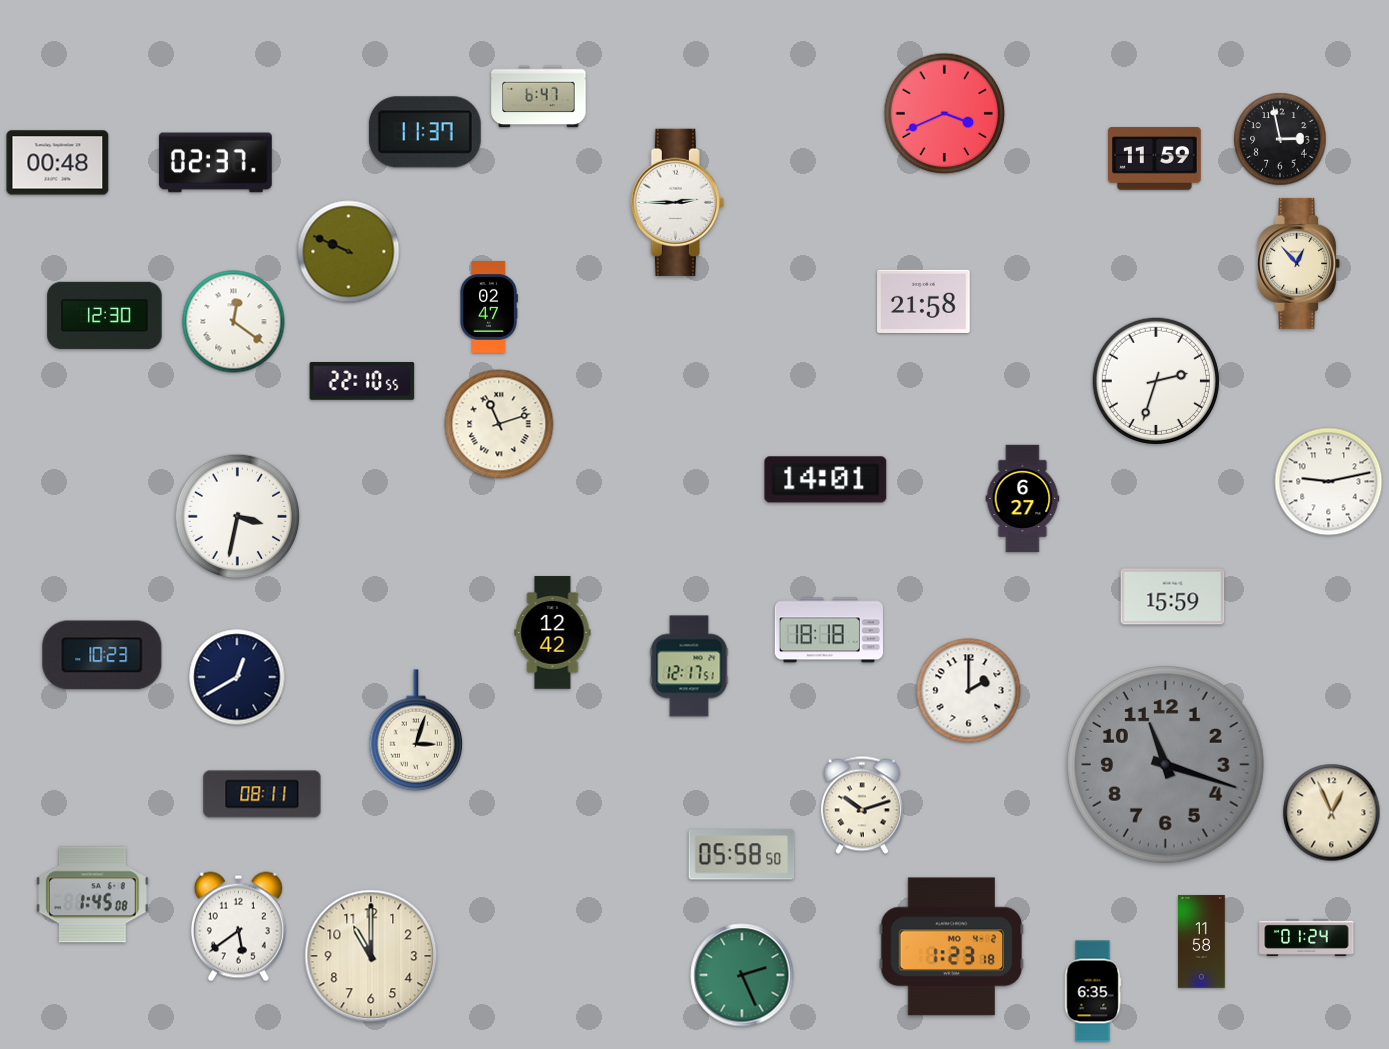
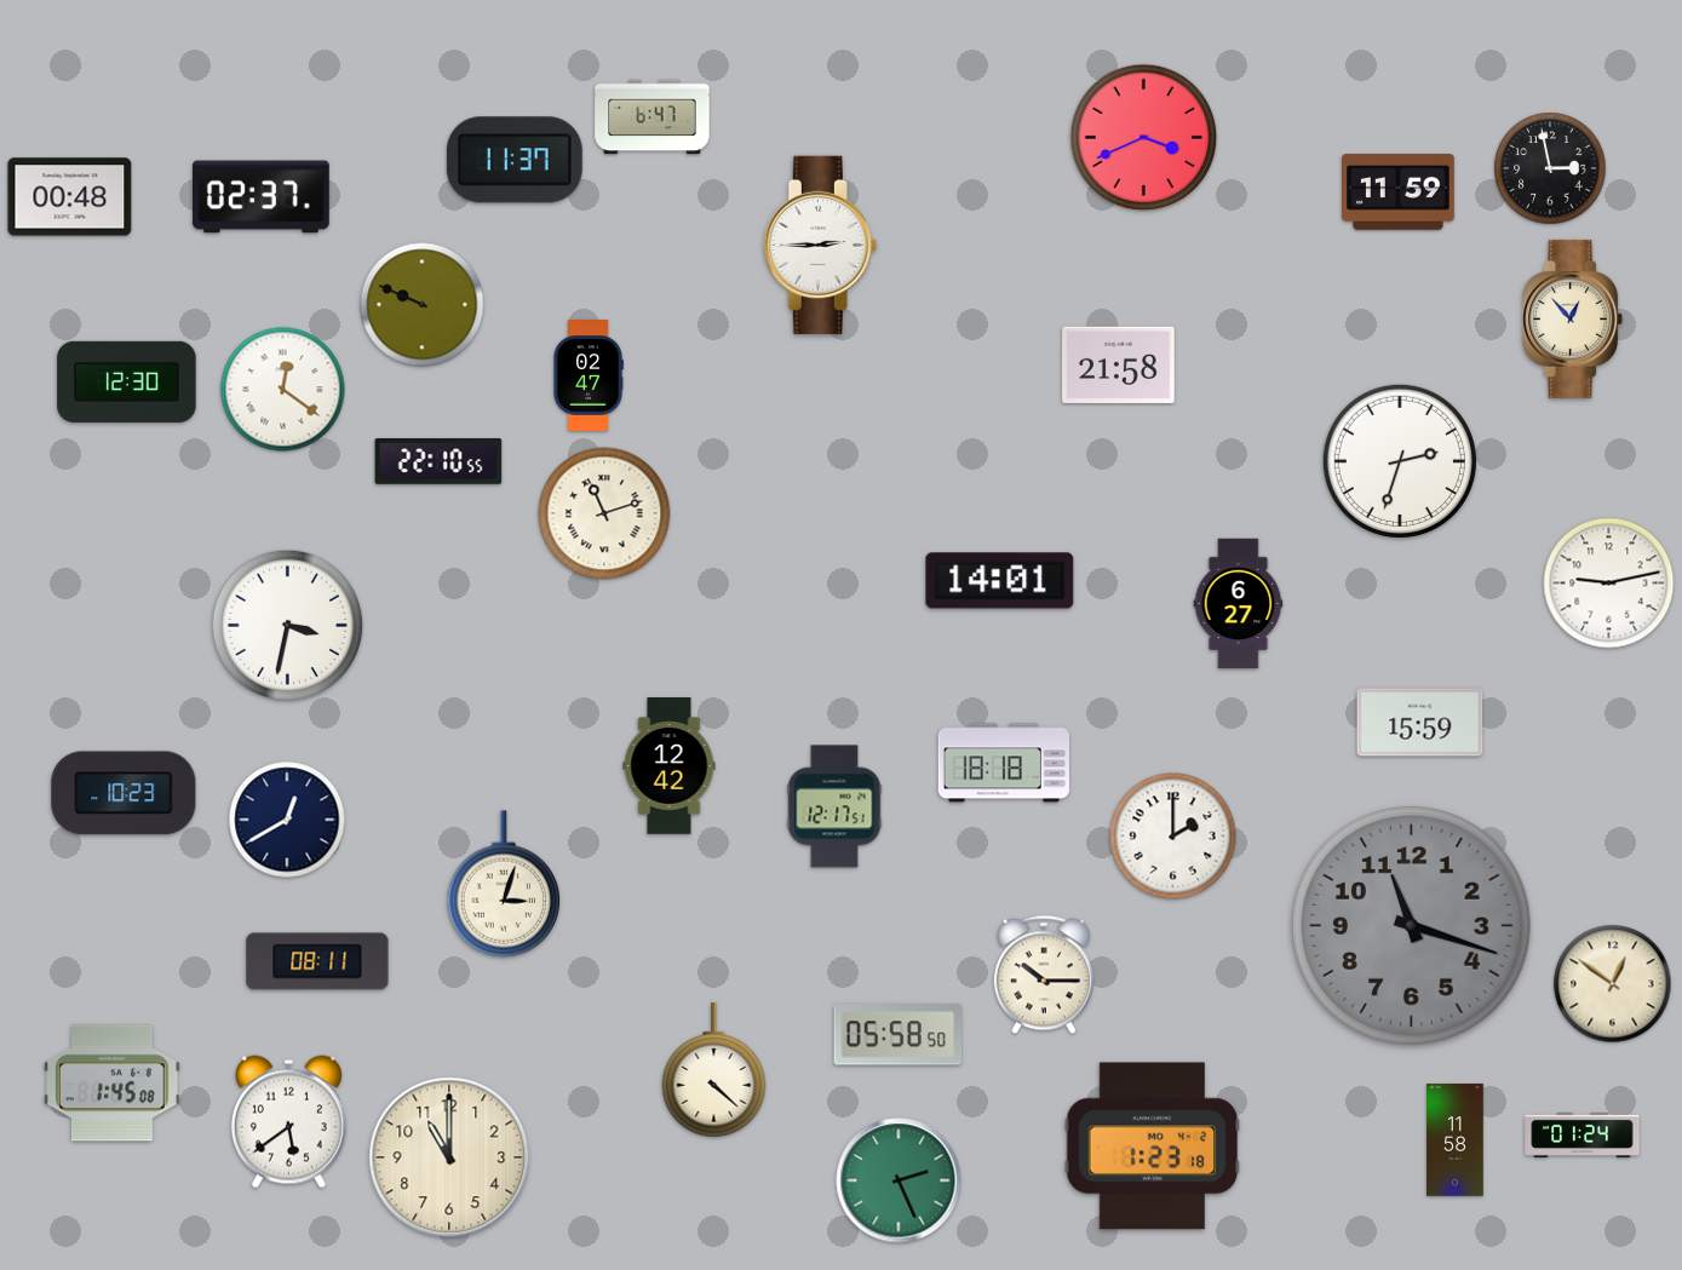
clock at (489, 308) position: (489, 308) -> (589, 377)
clock at (862, 805): 10:12 -> 10:15
clock at (1332, 813): 12:56 -> 12:51
clock at (714, 1070): none -> 4:22
clock at (1093, 991): 6:35 -> none
